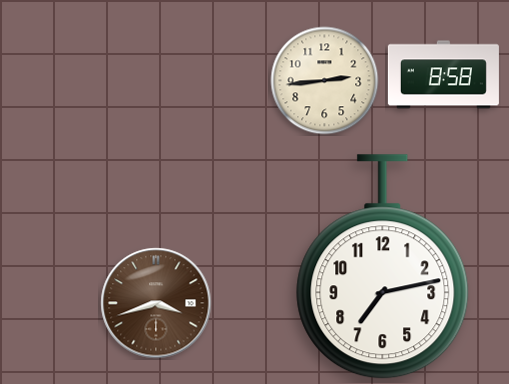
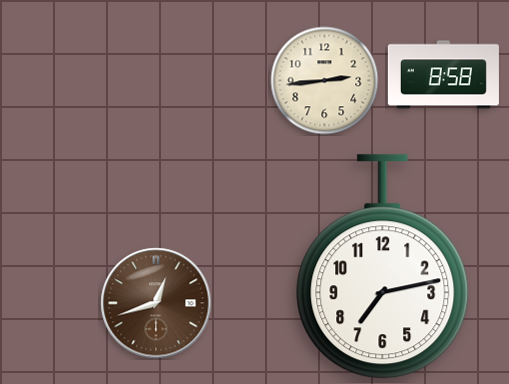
clock at (156, 303): 3:42 -> 12:42
